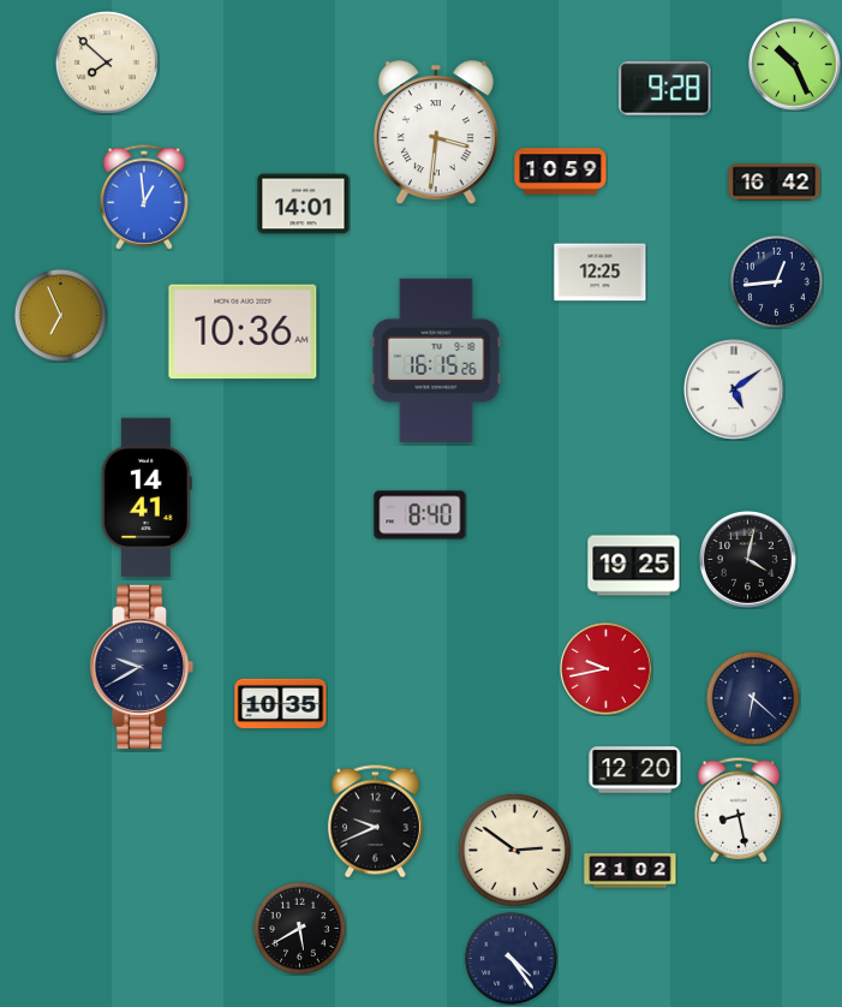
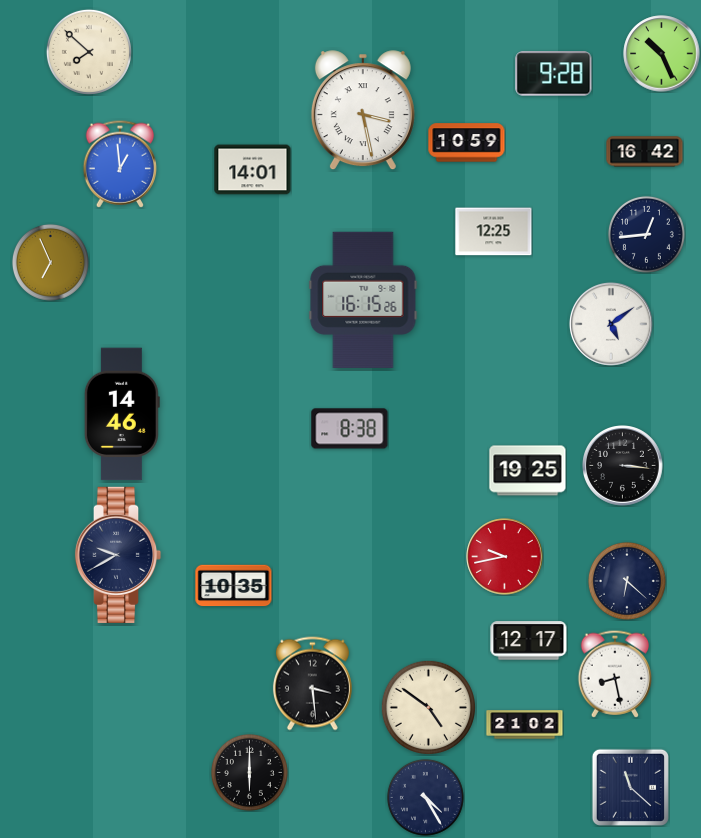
clock at (436, 133): 3:31 -> 3:28
clock at (601, 273) position: (601, 273) -> (494, 232)
clock at (243, 332): 10:36 -> none
clock at (147, 497): 14:41 -> 14:46
clock at (420, 516): 8:40 -> 8:38
clock at (748, 560): 4:02 -> 3:16
clock at (635, 770): 12:20 -> 12:17
clock at (375, 822): 9:41 -> 3:29
clock at (514, 850): 2:51 -> 4:51
clock at (299, 928): 5:40 -> 6:00
clock at (630, 787): none -> 11:22
clock at (510, 958): 4:24 -> 4:25
